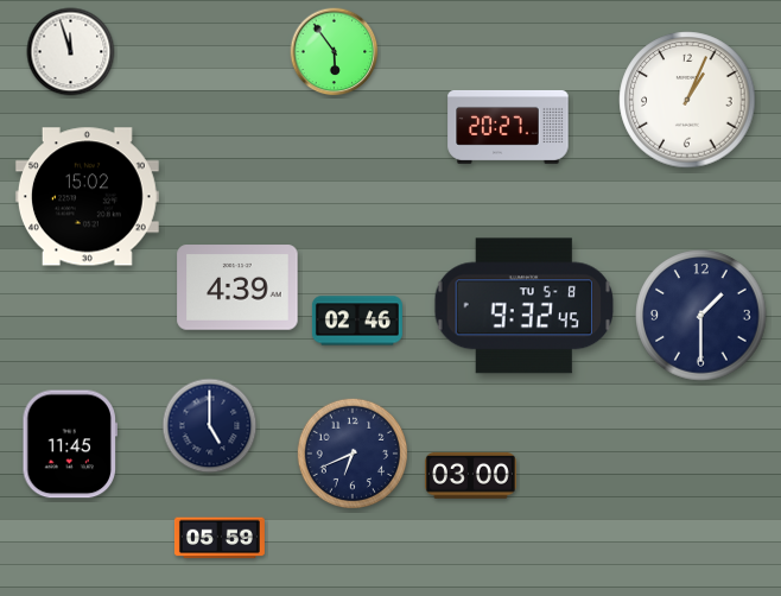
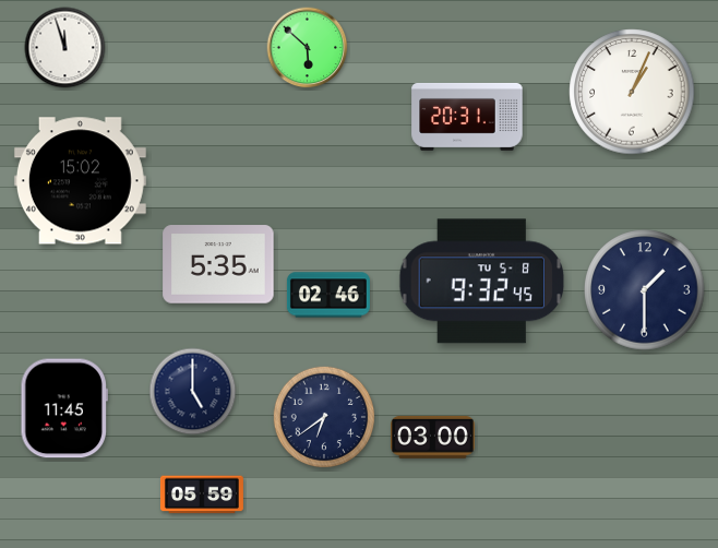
clock at (335, 52): 5:54 -> 5:52
clock at (508, 127): 20:27 -> 20:31
clock at (237, 287): 4:39 -> 5:35
clock at (351, 452): 6:41 -> 6:39
